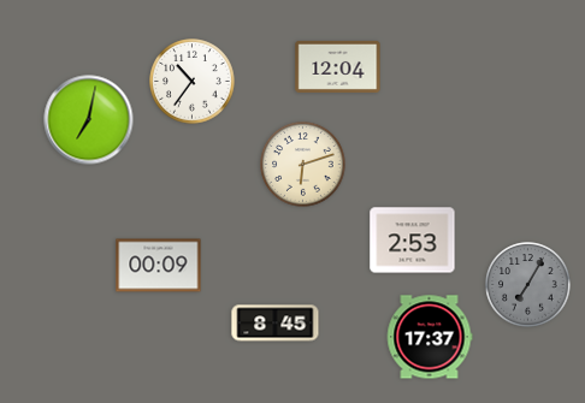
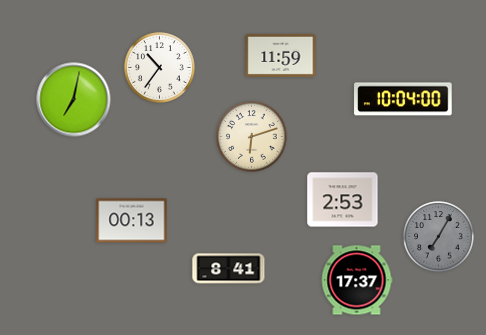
clock at (338, 66): 12:04 -> 11:59
clock at (403, 99): none -> 10:04
clock at (159, 266): 00:09 -> 00:13
clock at (276, 324): 8:45 -> 8:41
